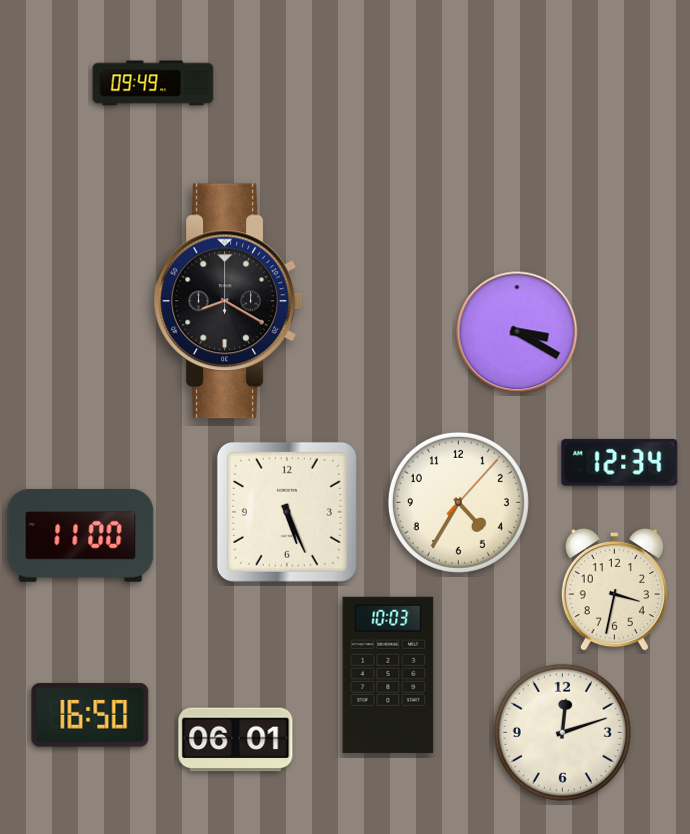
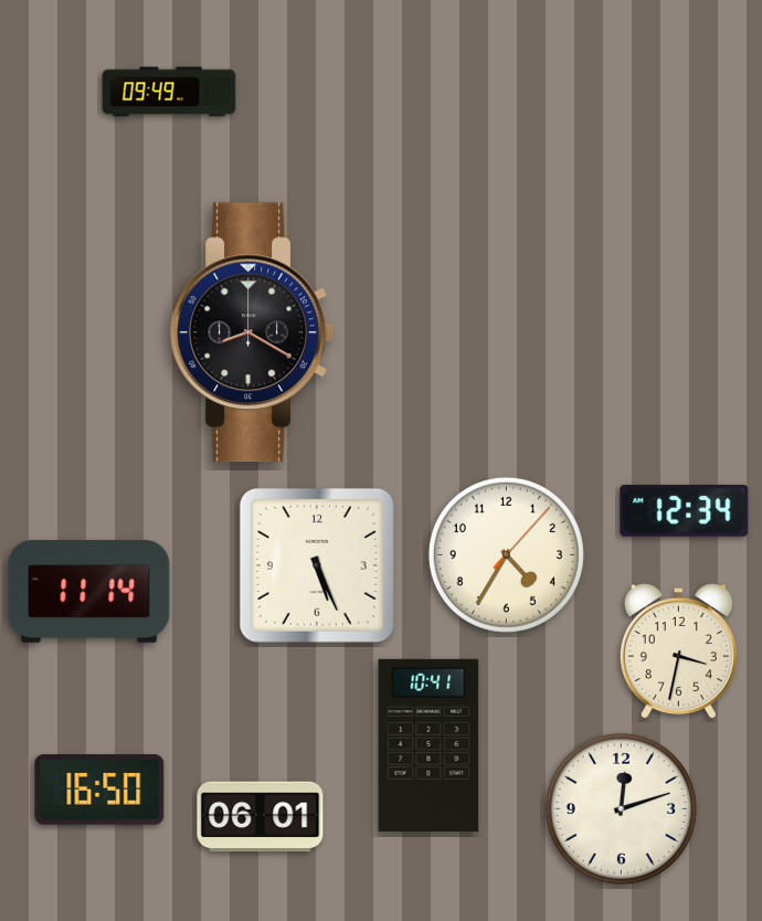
clock at (517, 332): 3:20 -> none
clock at (81, 535): 11:00 -> 11:14
clock at (388, 675): 10:03 -> 10:41
